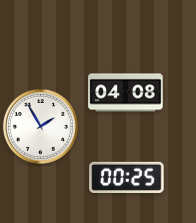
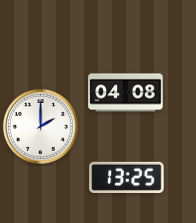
clock at (40, 126): 1:55 -> 2:00
clock at (127, 177): 00:25 -> 13:25
